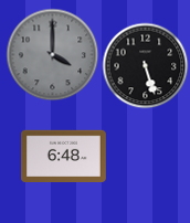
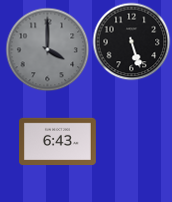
clock at (145, 65) position: (145, 65) -> (131, 41)
clock at (64, 157): 6:48 -> 6:43
